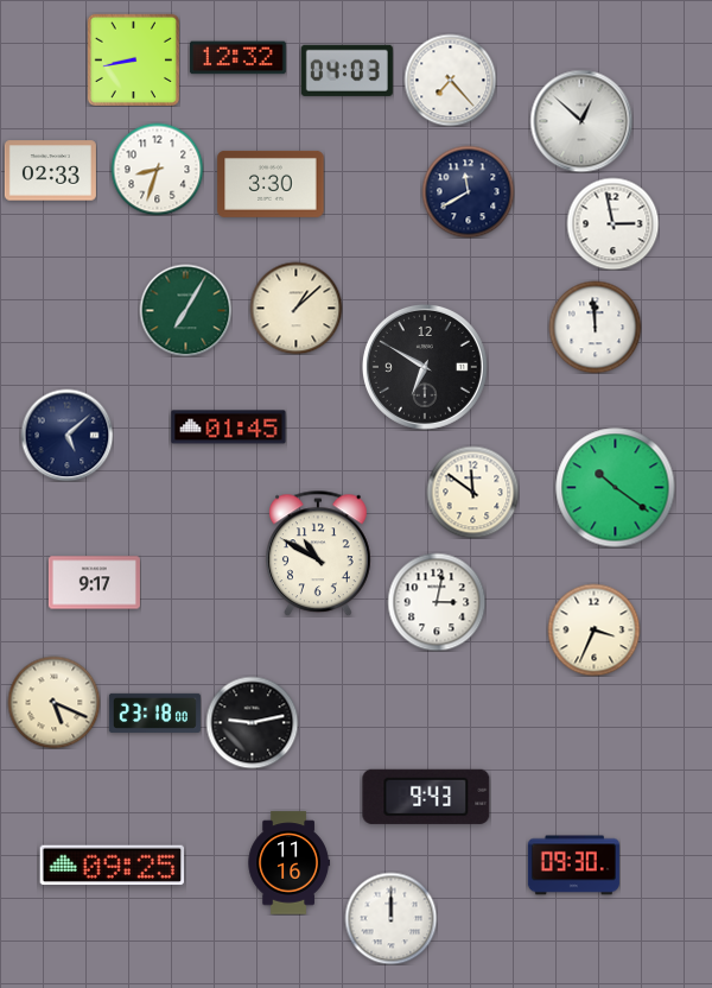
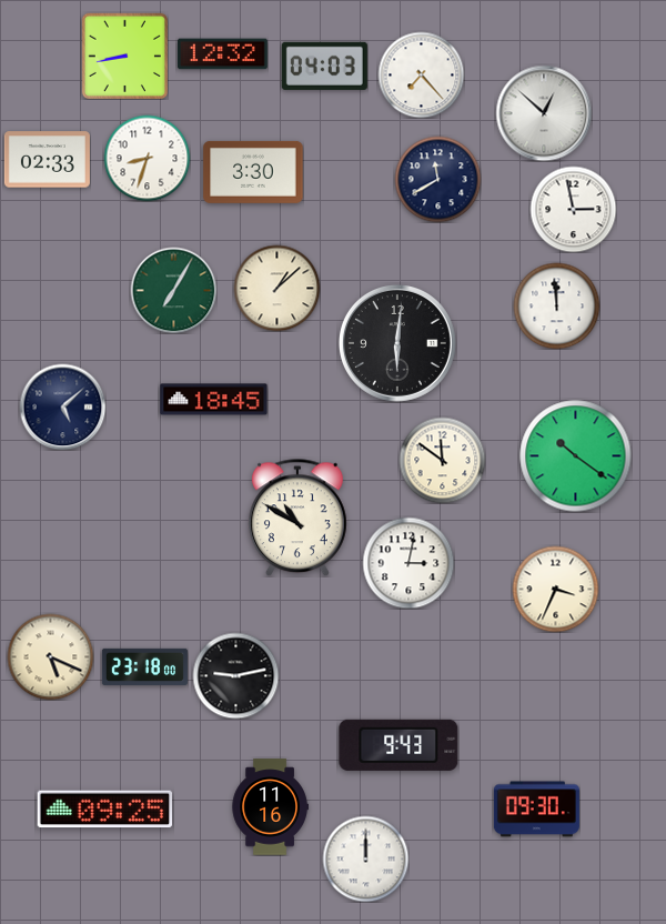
clock at (425, 367): 6:50 -> 6:01
clock at (229, 427): 01:45 -> 18:45
clock at (94, 583): 9:17 -> none
